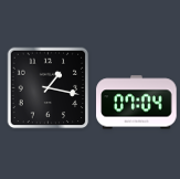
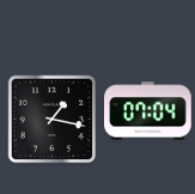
clock at (49, 88) position: (49, 88) -> (53, 120)
